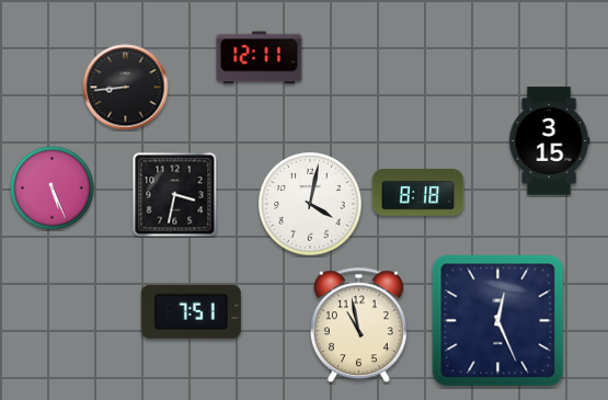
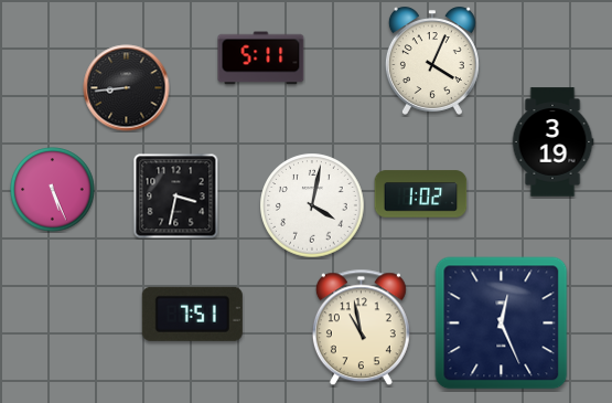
clock at (260, 58): 12:11 -> 5:11
clock at (432, 61): none -> 4:04
clock at (549, 141): 3:15 -> 3:19
clock at (418, 193): 8:18 -> 1:02
